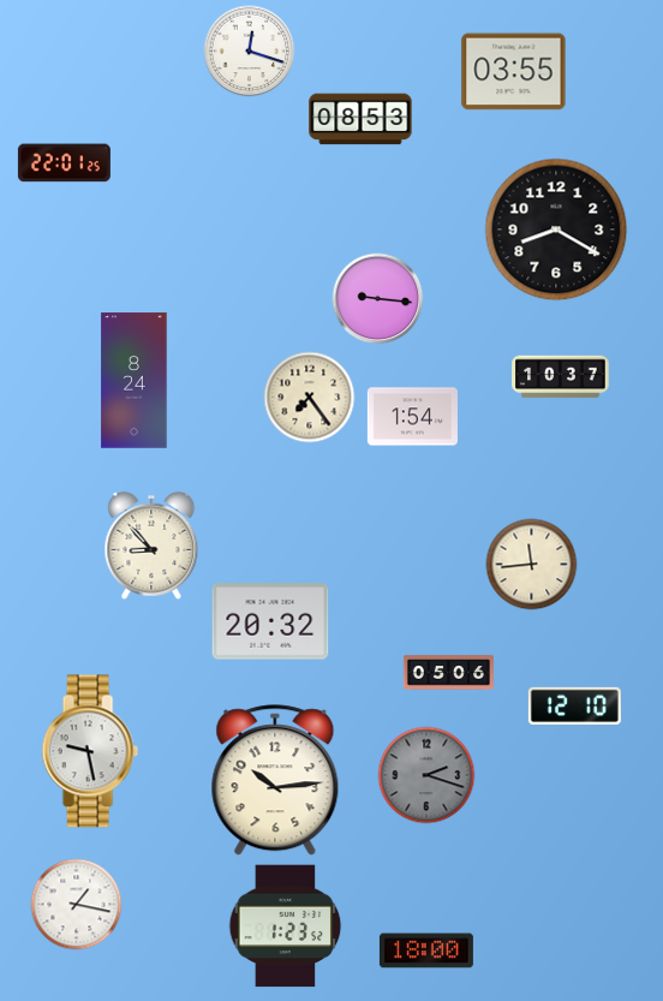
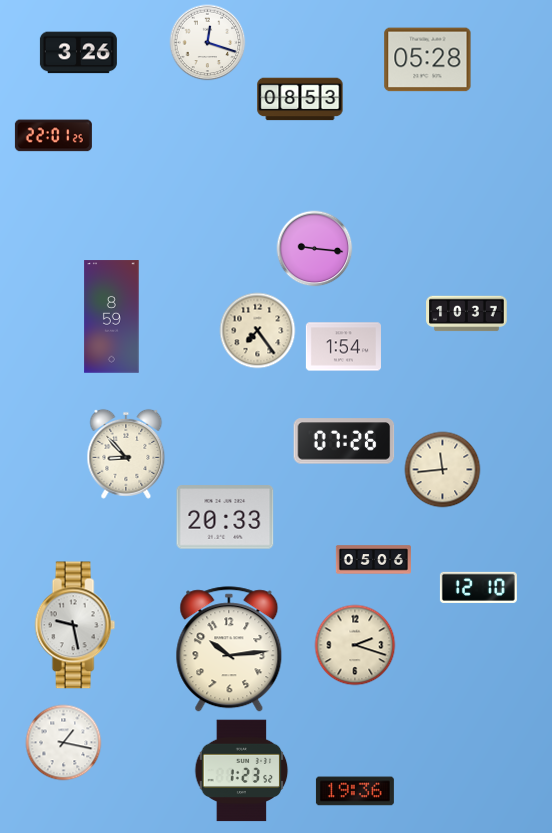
clock at (78, 53): none -> 3:26
clock at (514, 72): 03:55 -> 05:28
clock at (556, 230): 8:20 -> none
clock at (135, 381): 8:24 -> 8:59
clock at (344, 441): none -> 07:26
clock at (270, 621): 20:32 -> 20:33
clock at (426, 775) dial: grey -> cream
clock at (77, 905) position: (77, 905) -> (64, 743)
clock at (286, 926) position: (286, 926) -> (242, 771)
clock at (426, 951): 18:00 -> 19:36
